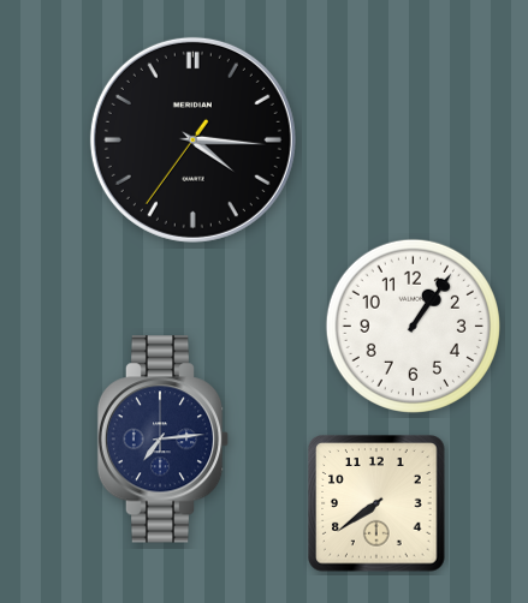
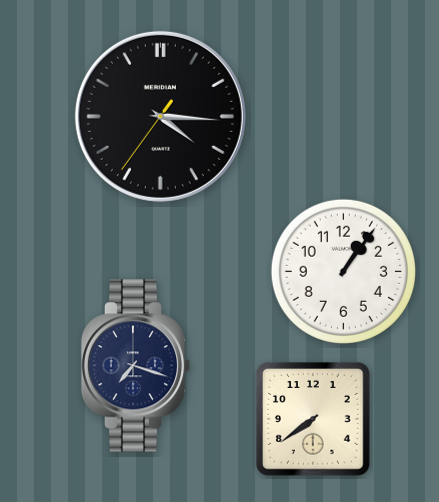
clock at (164, 440): 7:14 -> 7:18
